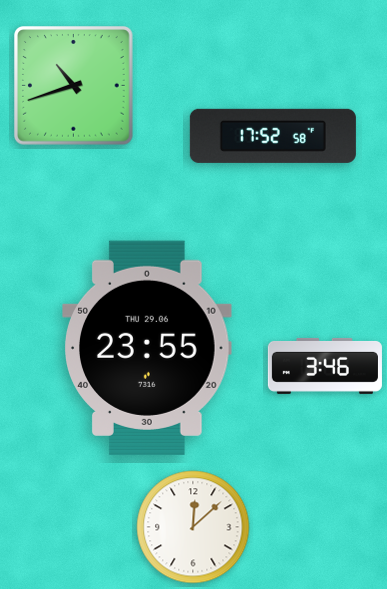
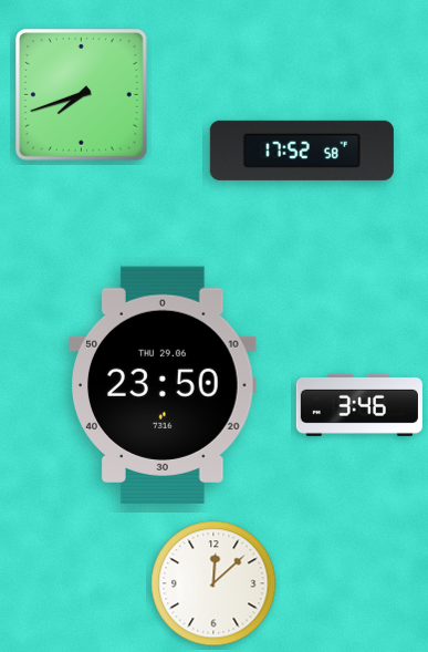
clock at (74, 86): 10:42 -> 7:42
clock at (147, 348): 23:55 -> 23:50
